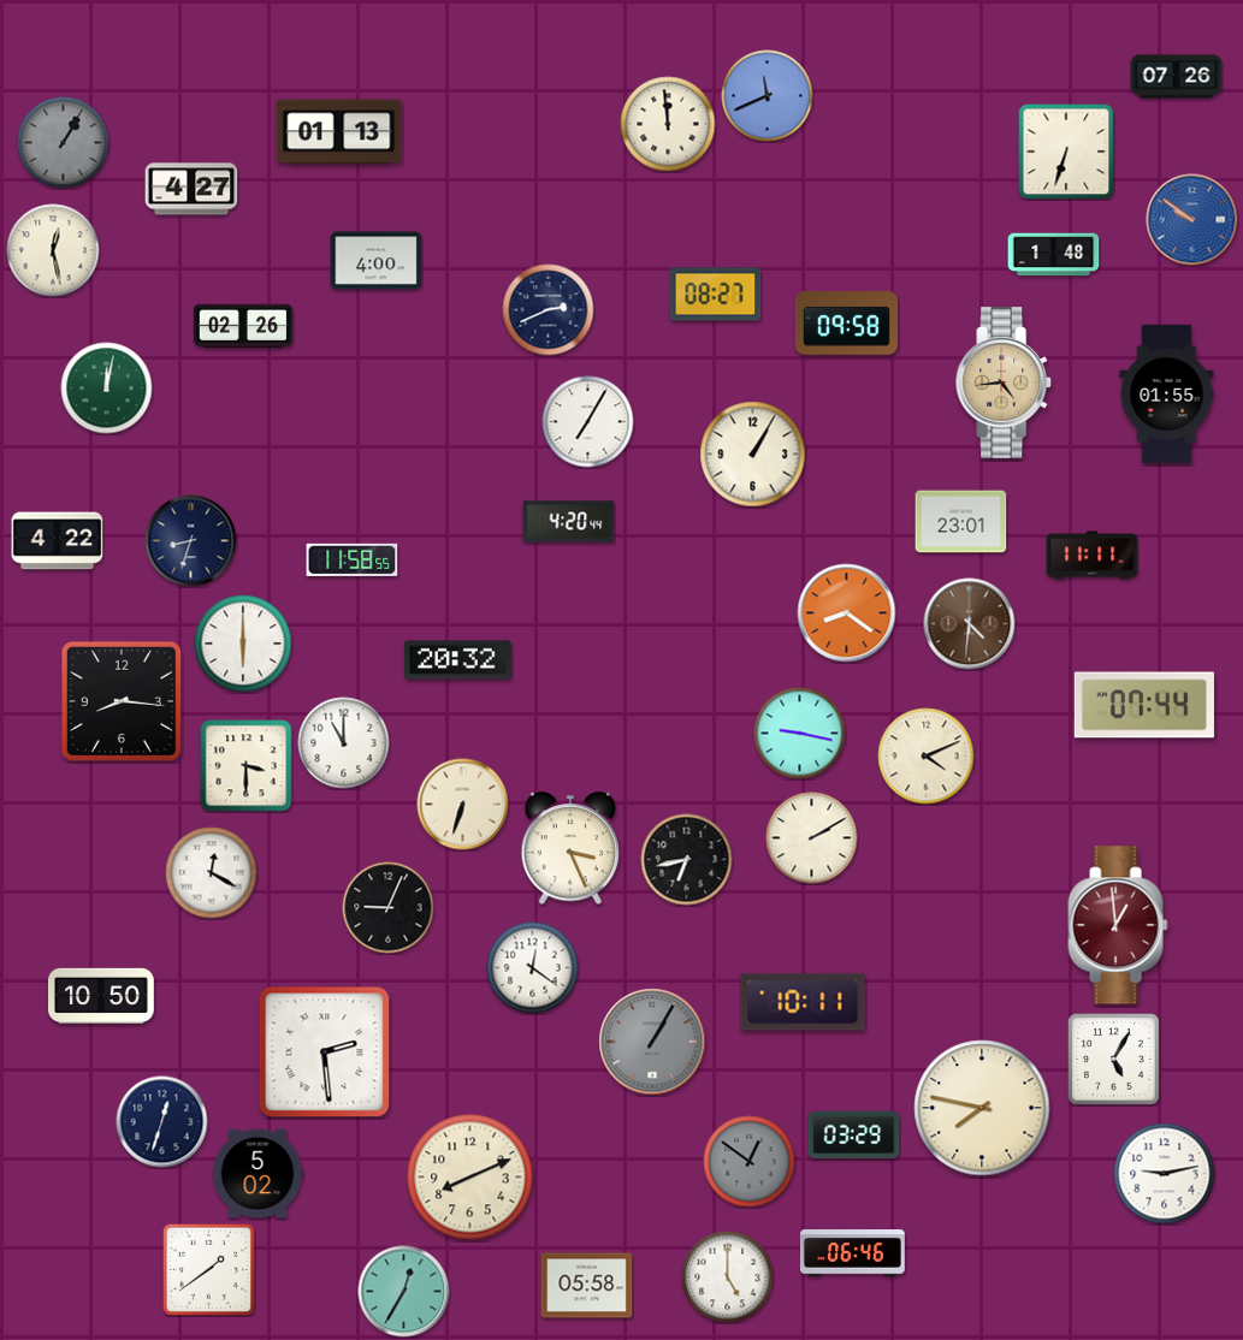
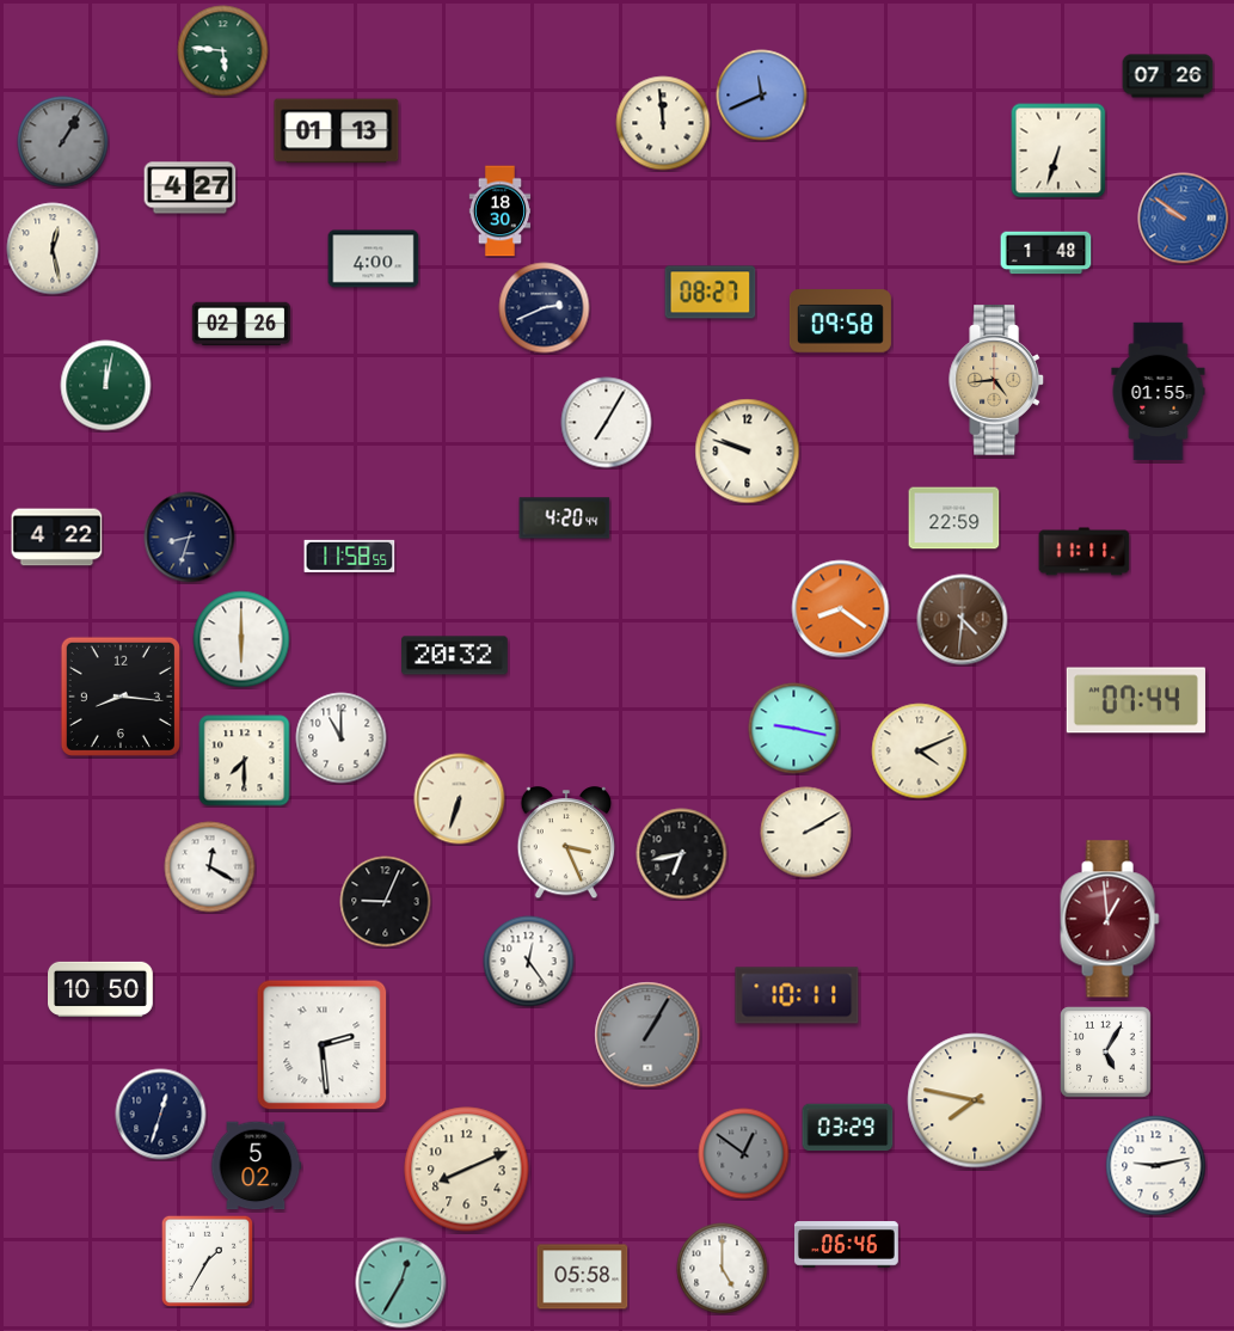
clock at (223, 51): none -> 5:46
clock at (501, 211): none -> 18:30
clock at (588, 422) position: (588, 422) -> (607, 423)
clock at (753, 455): 1:05 -> 9:48
clock at (961, 522): 23:01 -> 22:59
clock at (247, 766): 3:30 -> 7:30
clock at (533, 968): 12:21 -> 12:24
clock at (208, 1269): 1:39 -> 1:35
